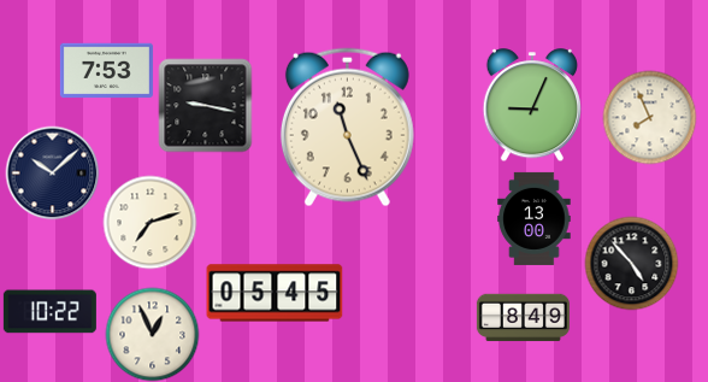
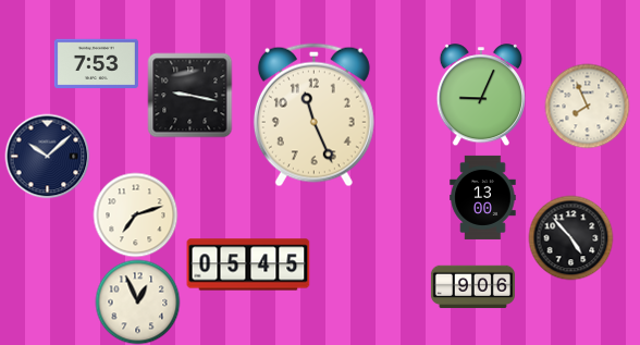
clock at (205, 105) position: (205, 105) -> (189, 95)
clock at (149, 222) position: (149, 222) -> (135, 214)
clock at (49, 312): 10:22 -> none
clock at (523, 318): 8:49 -> 9:06
